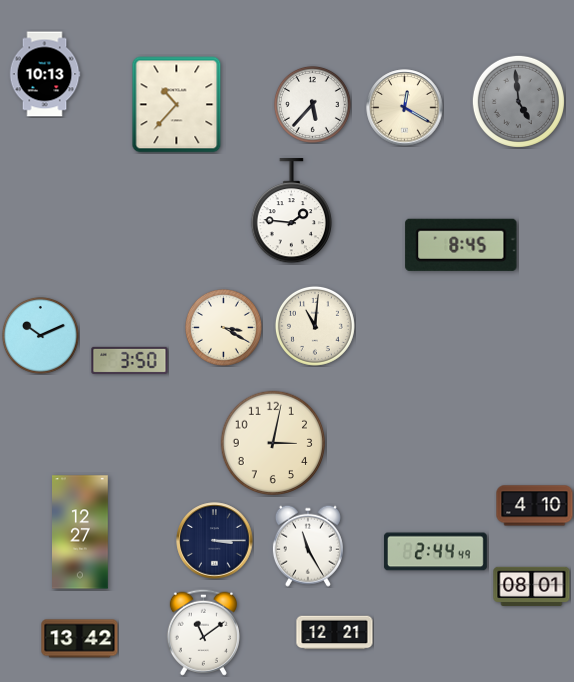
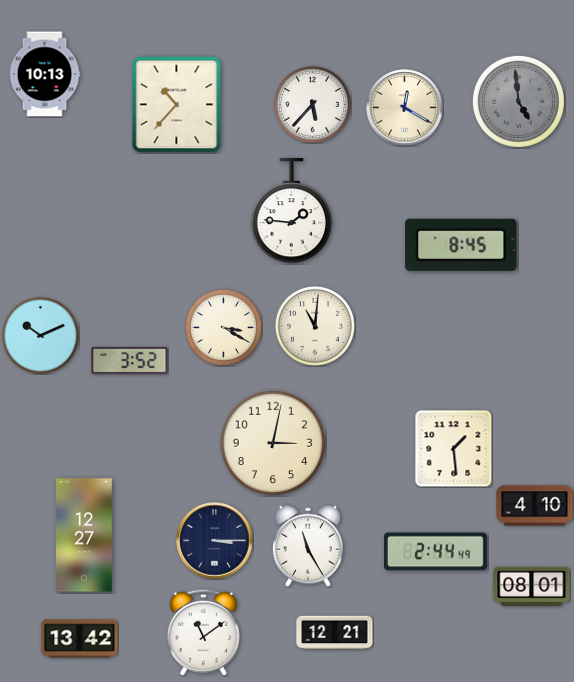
clock at (130, 360): 3:50 -> 3:52
clock at (453, 448): none -> 1:29
clock at (81, 532) position: (81, 532) -> (85, 535)
